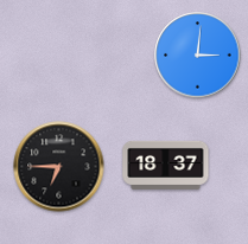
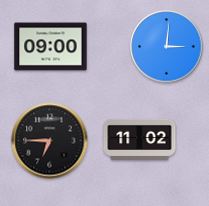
clock at (51, 47): none -> 09:00
clock at (166, 165): 18:37 -> 11:02
